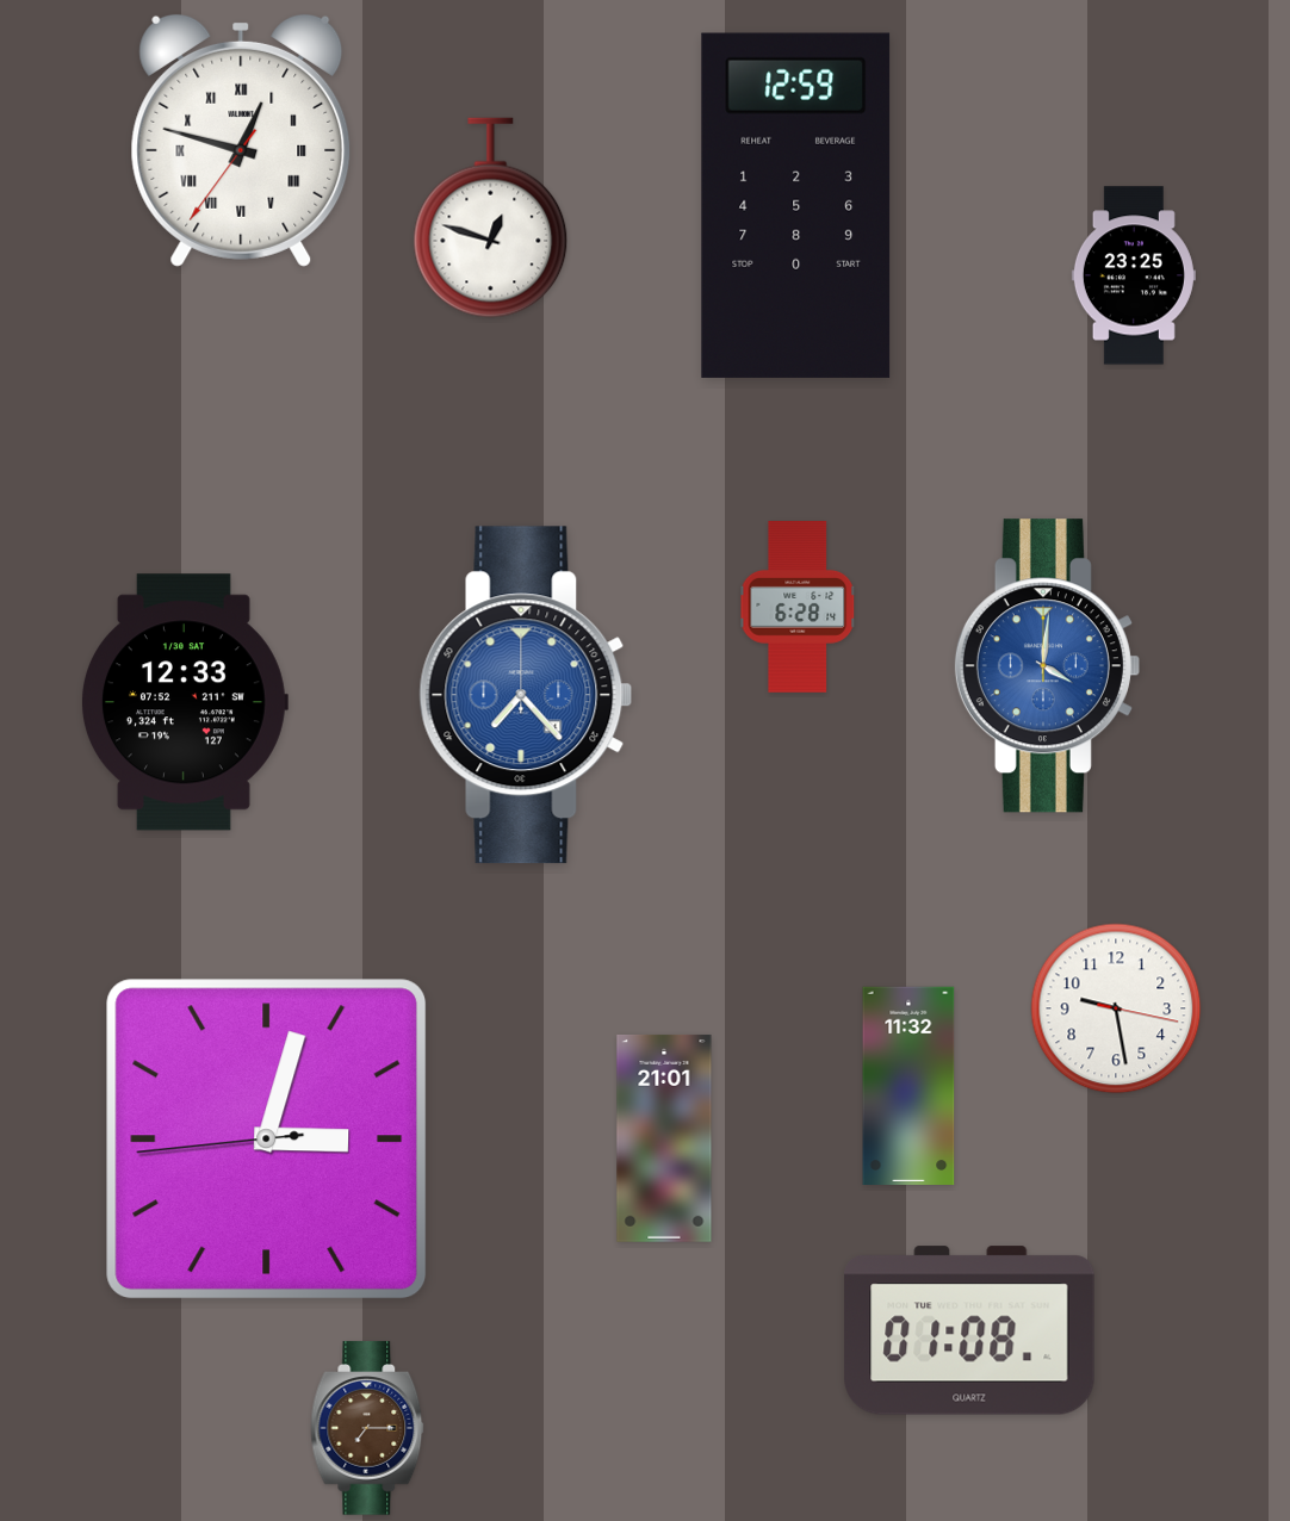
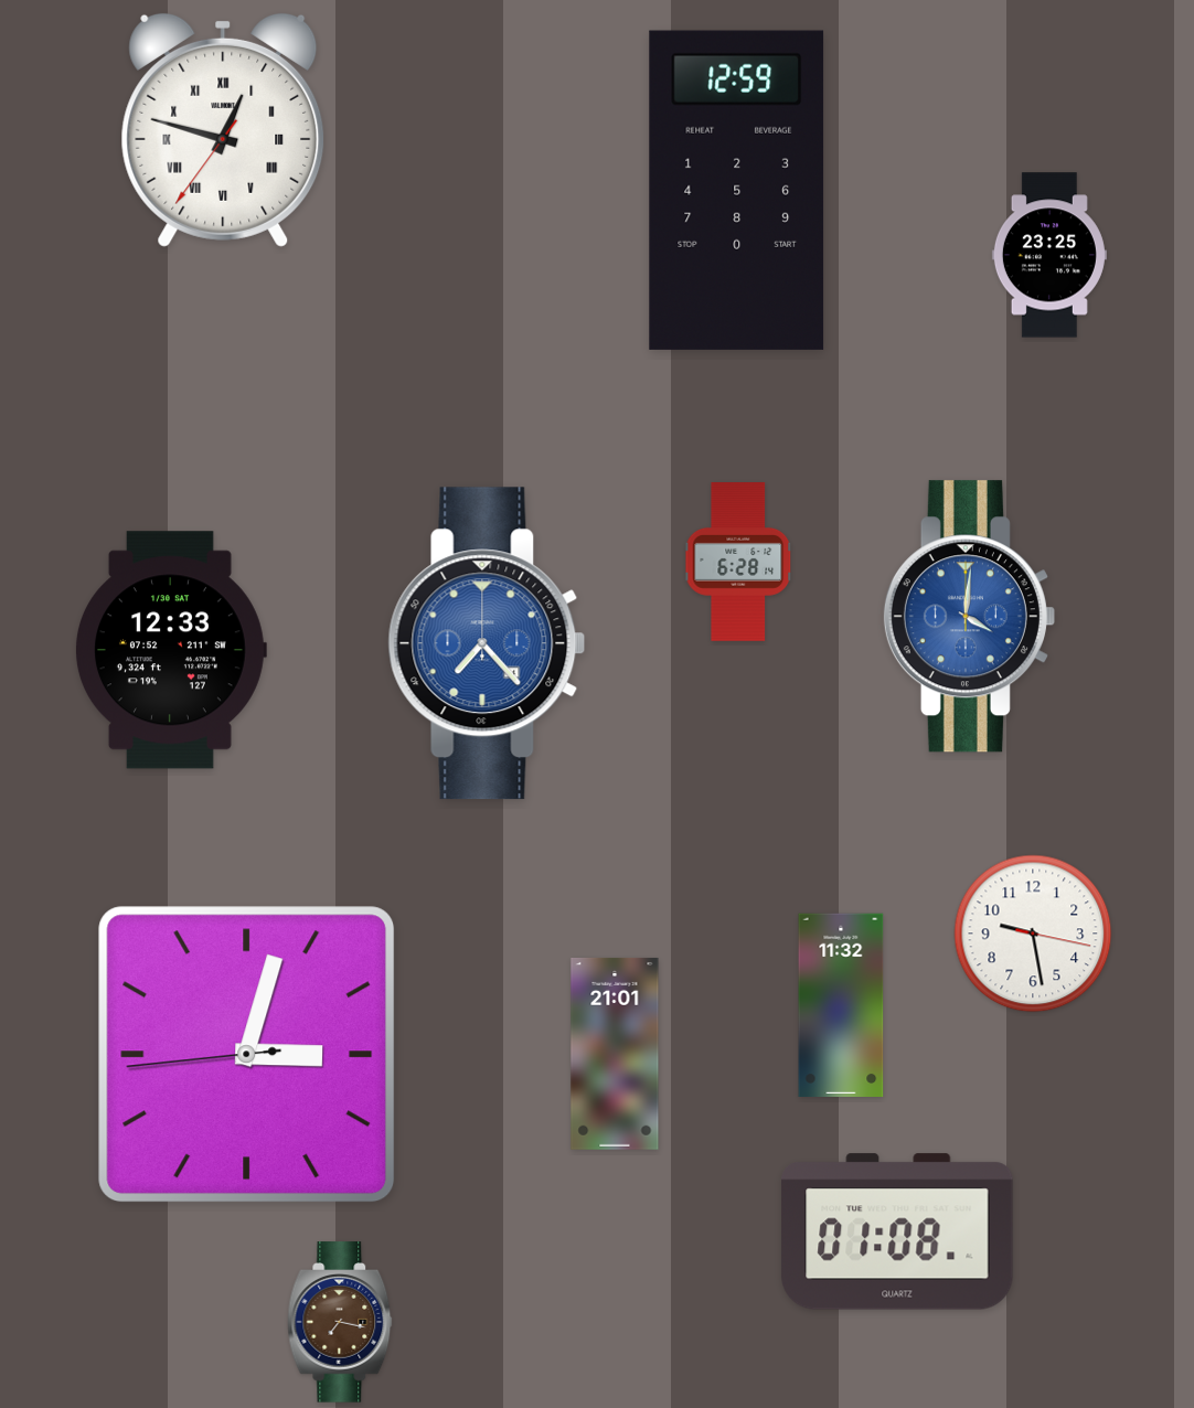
clock at (491, 218): 12:48 -> none
clock at (367, 1428): 7:15 -> 7:17
